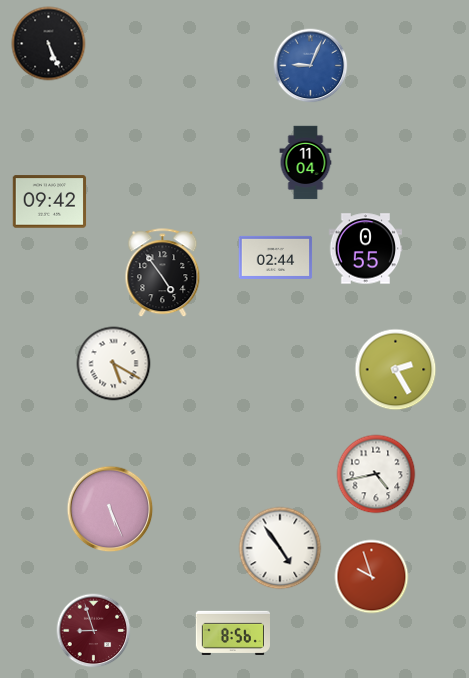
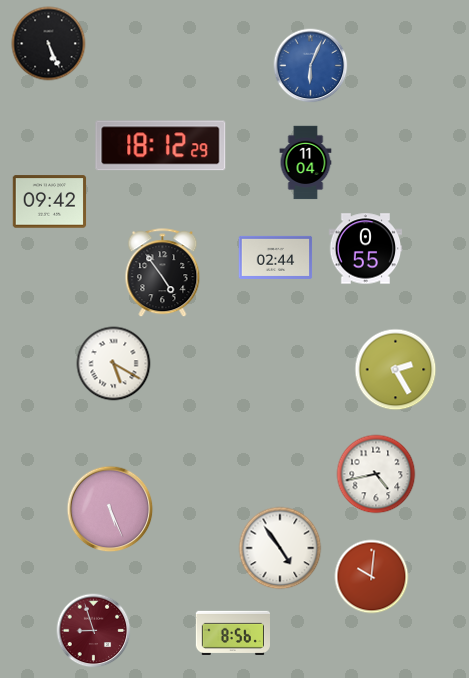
clock at (311, 66): 9:04 -> 6:04
clock at (161, 146): none -> 18:12
clock at (372, 577): 9:57 -> 10:01
